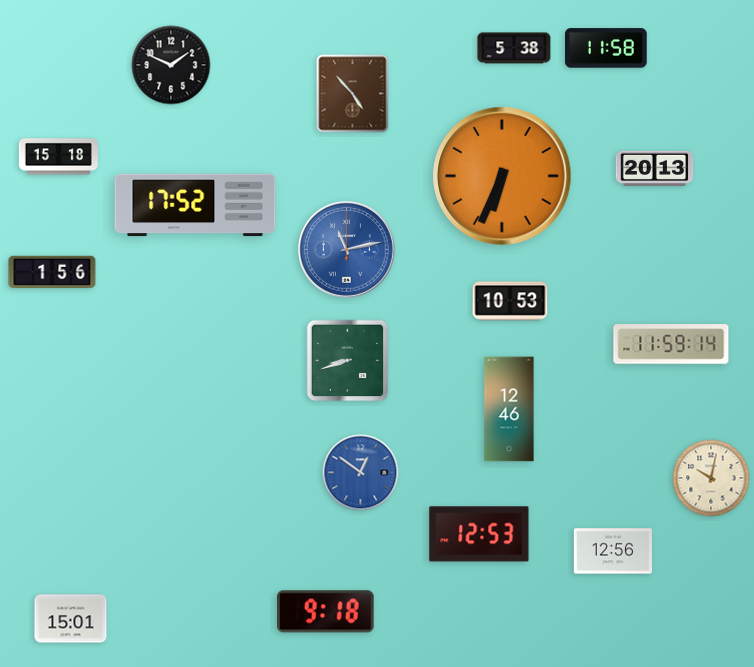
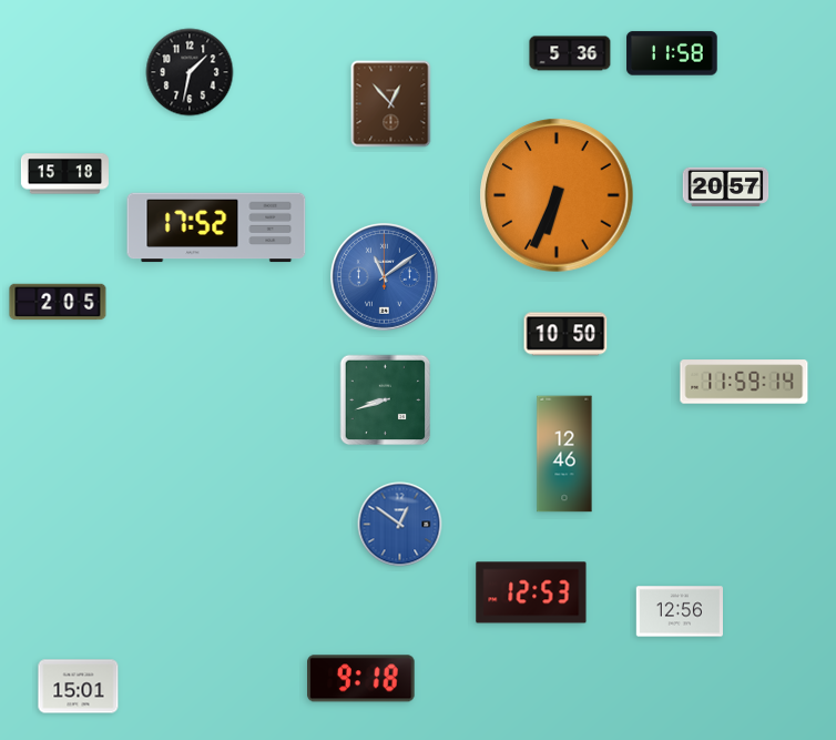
clock at (514, 48): 5:38 -> 5:36
clock at (171, 65): 1:49 -> 1:32
clock at (353, 94): 4:53 -> 12:53
clock at (655, 168): 20:13 -> 20:57
clock at (347, 250): 11:13 -> 11:09
clock at (52, 272): 1:56 -> 2:05
clock at (510, 301): 10:53 -> 10:50
clock at (711, 478): 10:02 -> none
